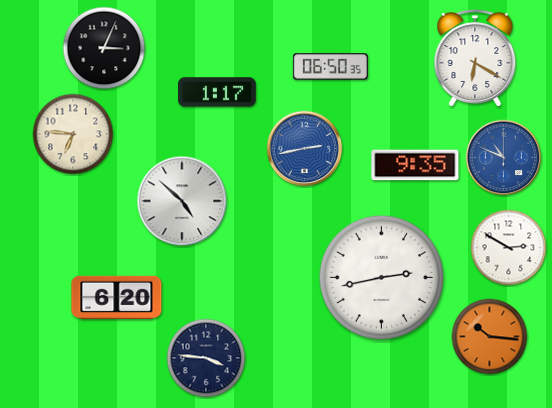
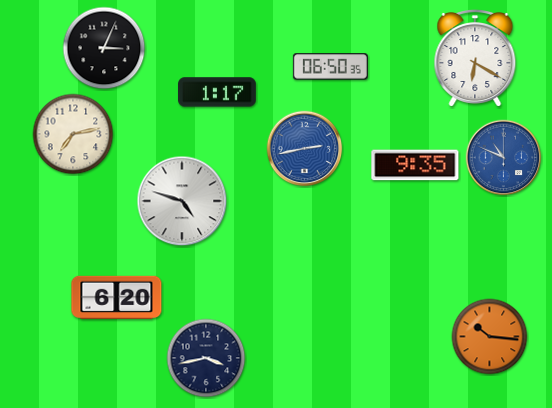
clock at (73, 134): 6:46 -> 7:13
clock at (182, 201): 4:52 -> 4:48
clock at (509, 248): 2:50 -> none
clock at (382, 278): 2:43 -> none
clock at (206, 358): 3:46 -> 3:43
